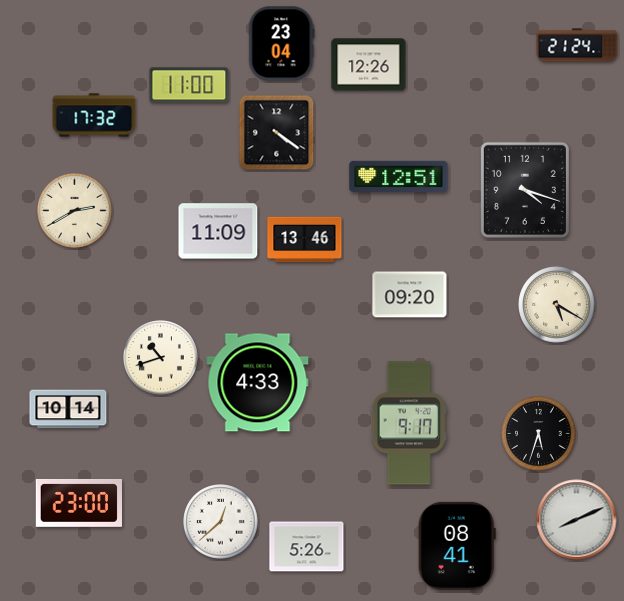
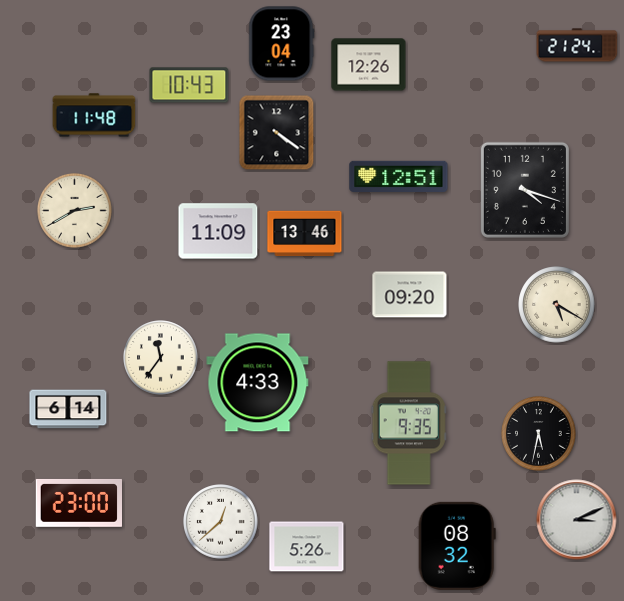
clock at (189, 85): 11:00 -> 10:43
clock at (94, 115): 17:32 -> 11:48
clock at (305, 240) position: (305, 240) -> (305, 234)
clock at (161, 358): 10:42 -> 11:36
clock at (68, 409): 10:14 -> 6:14
clock at (409, 423): 9:17 -> 9:35
clock at (539, 434): 5:33 -> 5:32
clock at (577, 520): 8:11 -> 3:11
clock at (457, 546): 08:41 -> 08:32
